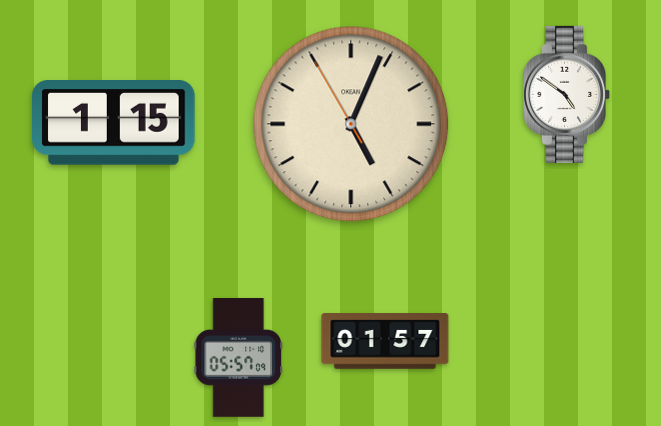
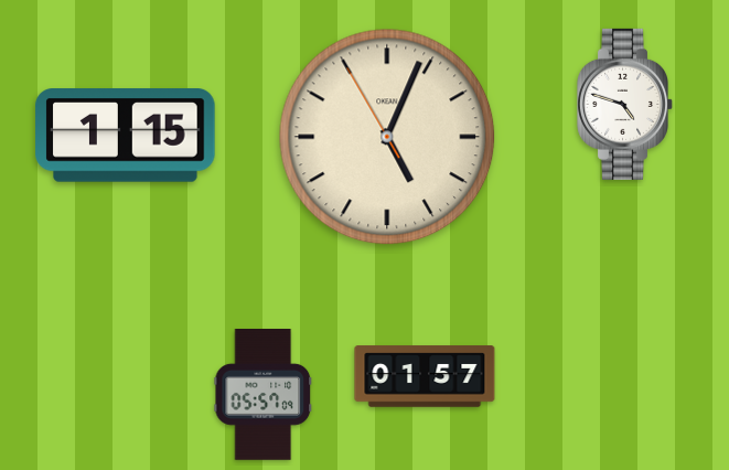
clock at (567, 94): 4:51 -> 4:48
